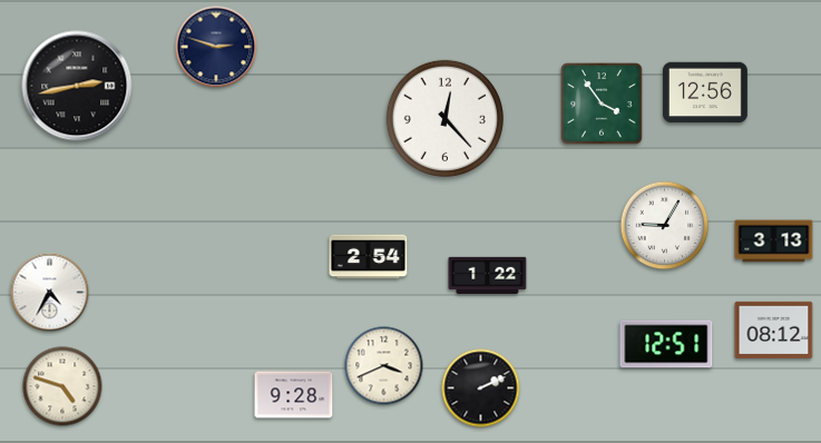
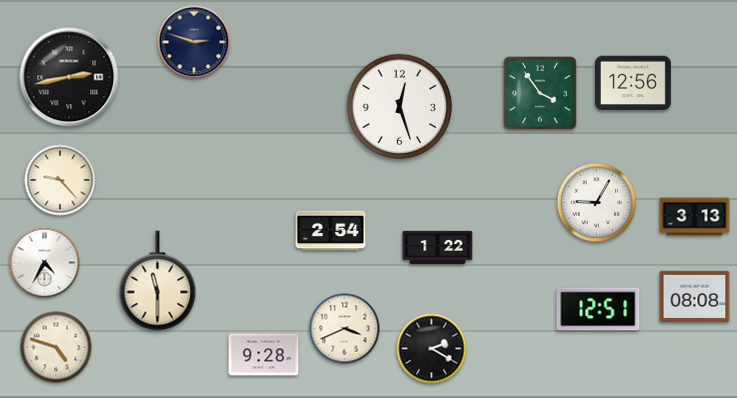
clock at (444, 118): 12:23 -> 12:27
clock at (60, 180): none -> 9:23
clock at (158, 281): none -> 11:30
clock at (774, 329): 08:12 -> 08:08
clock at (481, 388): 2:11 -> 2:20
